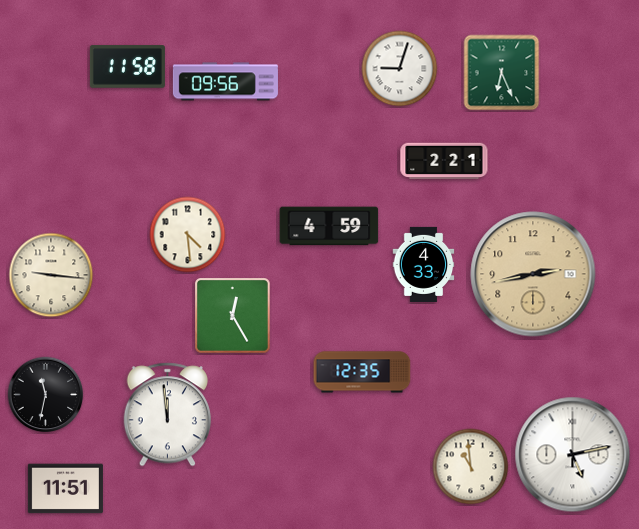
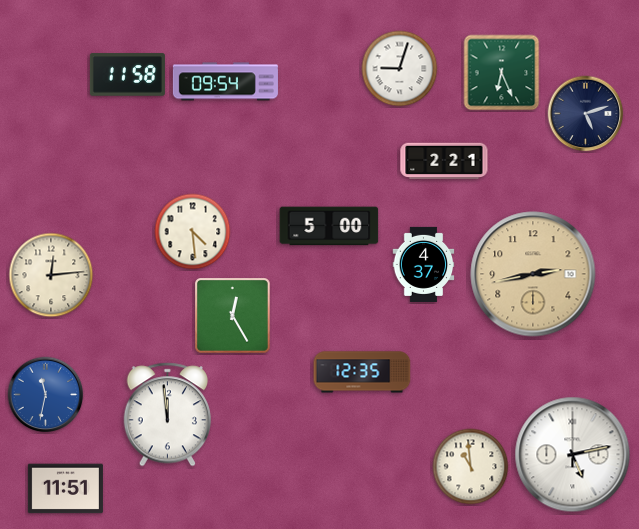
clock at (127, 67) position: (127, 67) -> (127, 75)
clock at (225, 82): 09:56 -> 09:54
clock at (586, 114): none -> 5:12
clock at (329, 226): 4:59 -> 5:00
clock at (188, 235) position: (188, 235) -> (193, 232)
clock at (424, 264): 4:33 -> 4:37
clock at (51, 275): 9:16 -> 12:14
clock at (46, 395) dial: black -> blue
